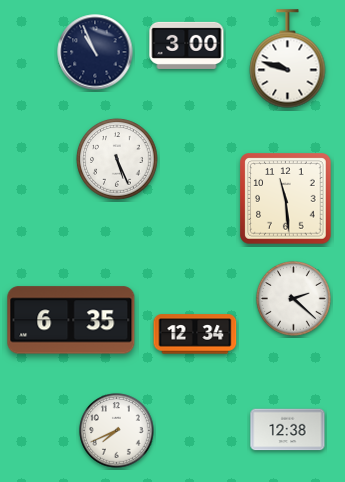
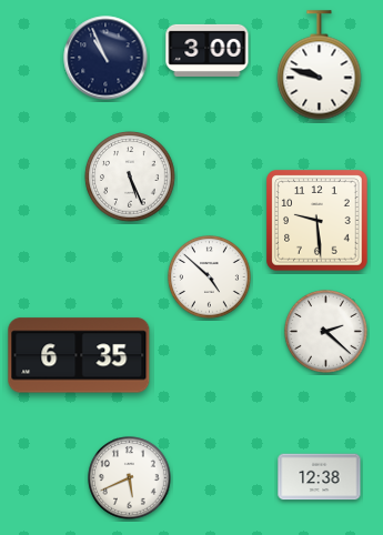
clock at (286, 199): 11:29 -> 9:29
clock at (210, 277): none -> 4:52
clock at (195, 334): 12:34 -> none
clock at (117, 431): 7:41 -> 5:41
